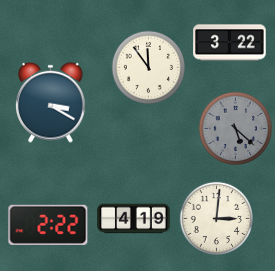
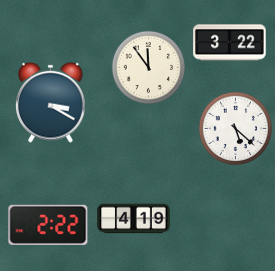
clock at (236, 129) dial: grey -> white
clock at (217, 219): 3:01 -> none
